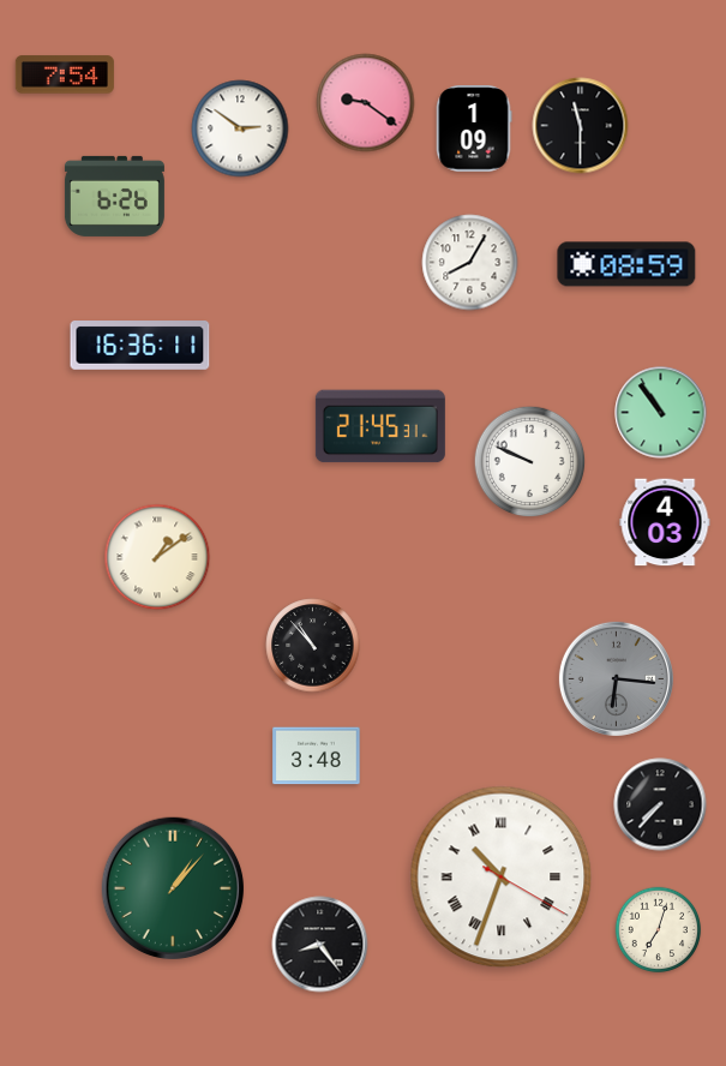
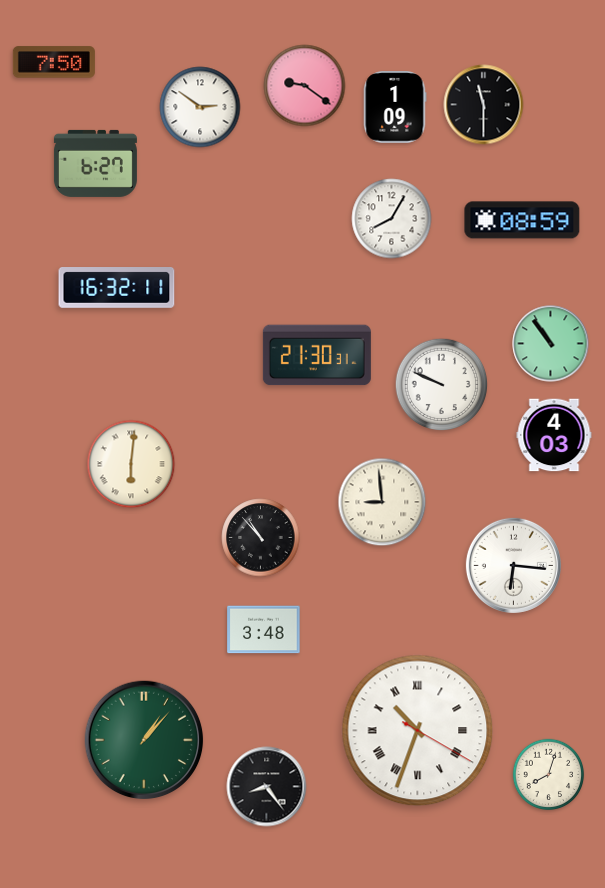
clock at (65, 74): 7:54 -> 7:50
clock at (114, 196): 6:26 -> 6:27
clock at (140, 346): 16:36 -> 16:32
clock at (380, 426): 21:45 -> 21:30
clock at (157, 557): 1:09 -> 6:01
clock at (382, 502): none -> 8:59
clock at (616, 678) dial: grey -> white
clock at (660, 804): 7:37 -> none
clock at (659, 930): 7:03 -> 8:03
